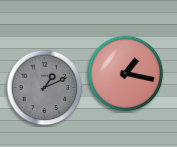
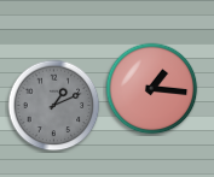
clock at (126, 74): 1:17 -> 1:16
